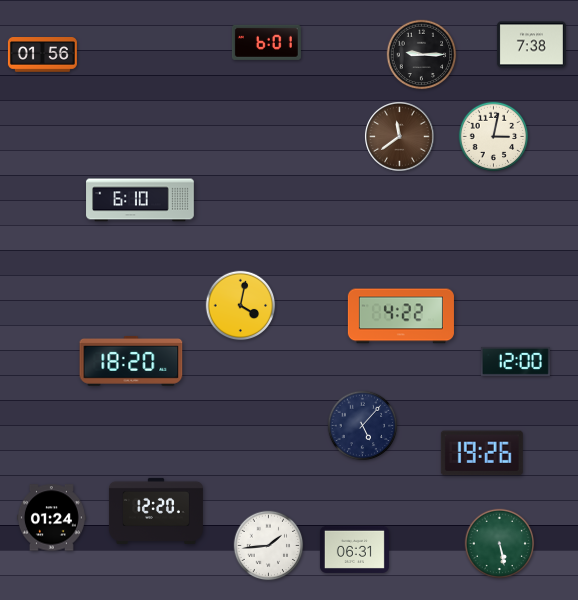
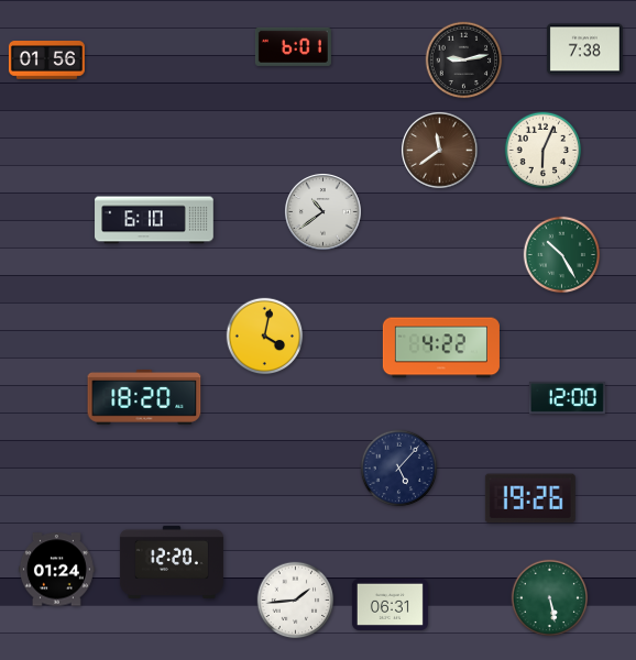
clock at (422, 55): 9:15 -> 9:13
clock at (494, 137): 3:02 -> 6:04
clock at (324, 212): none -> 10:39
clock at (562, 255): none -> 10:25
